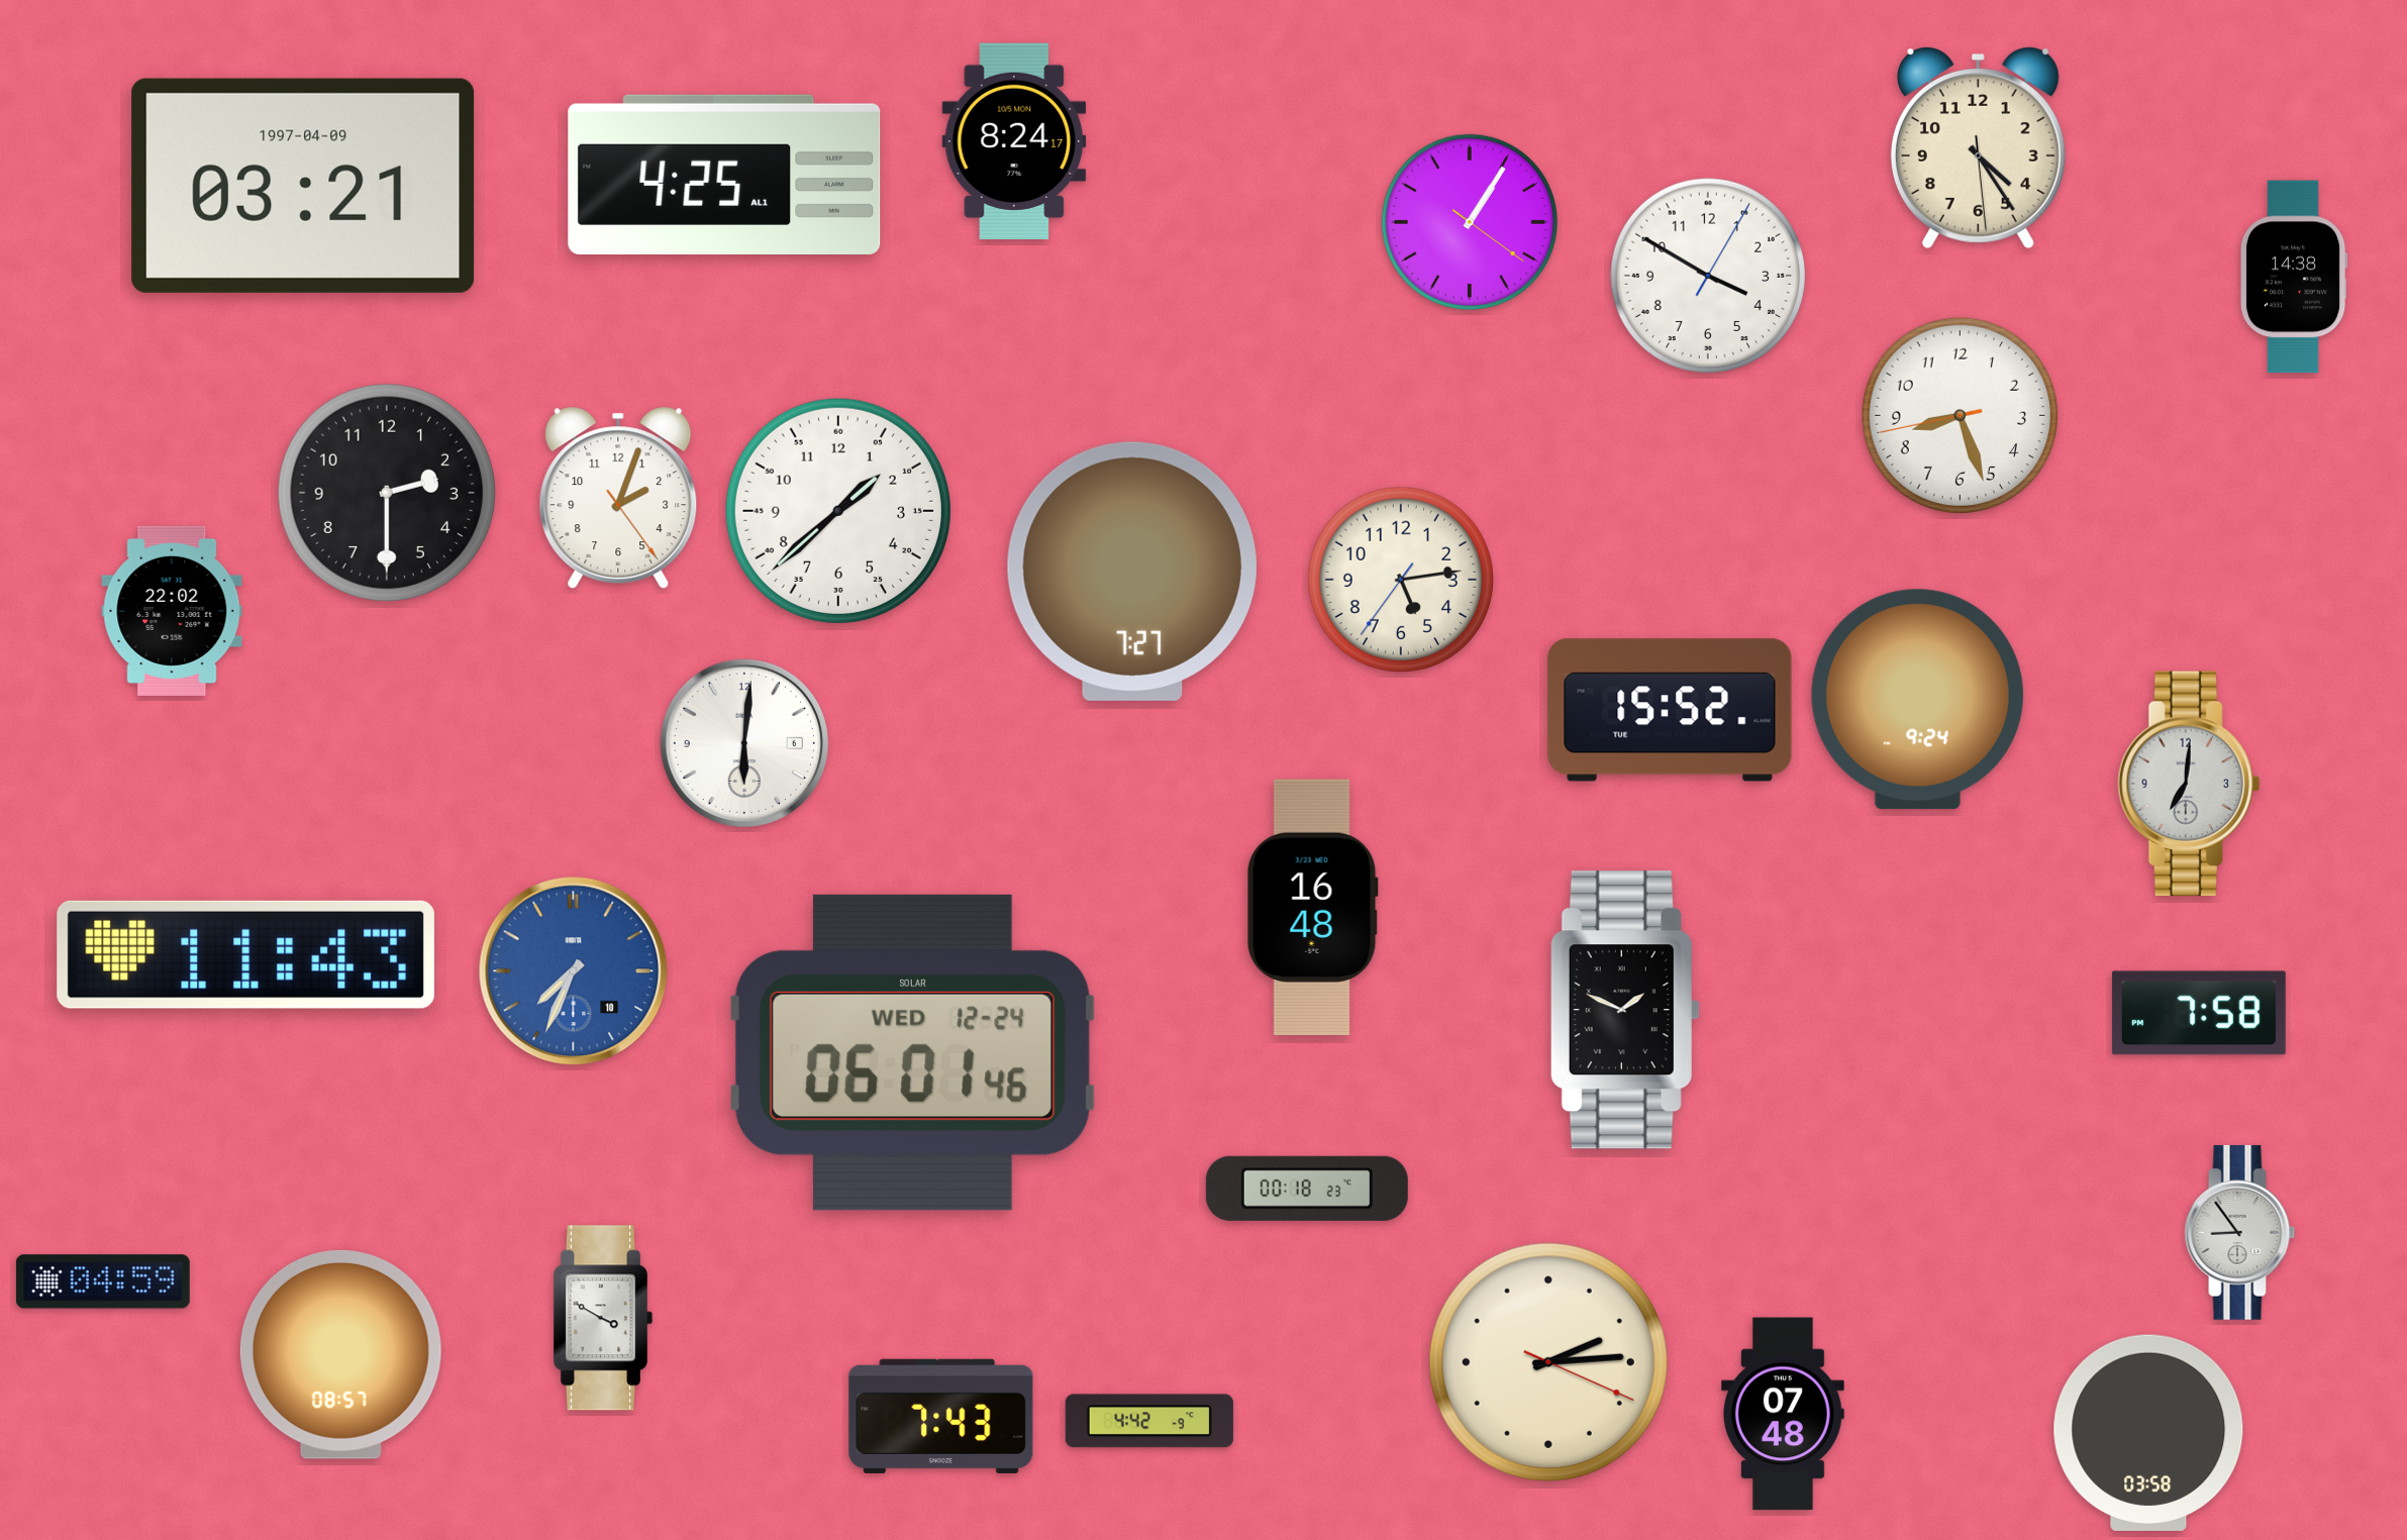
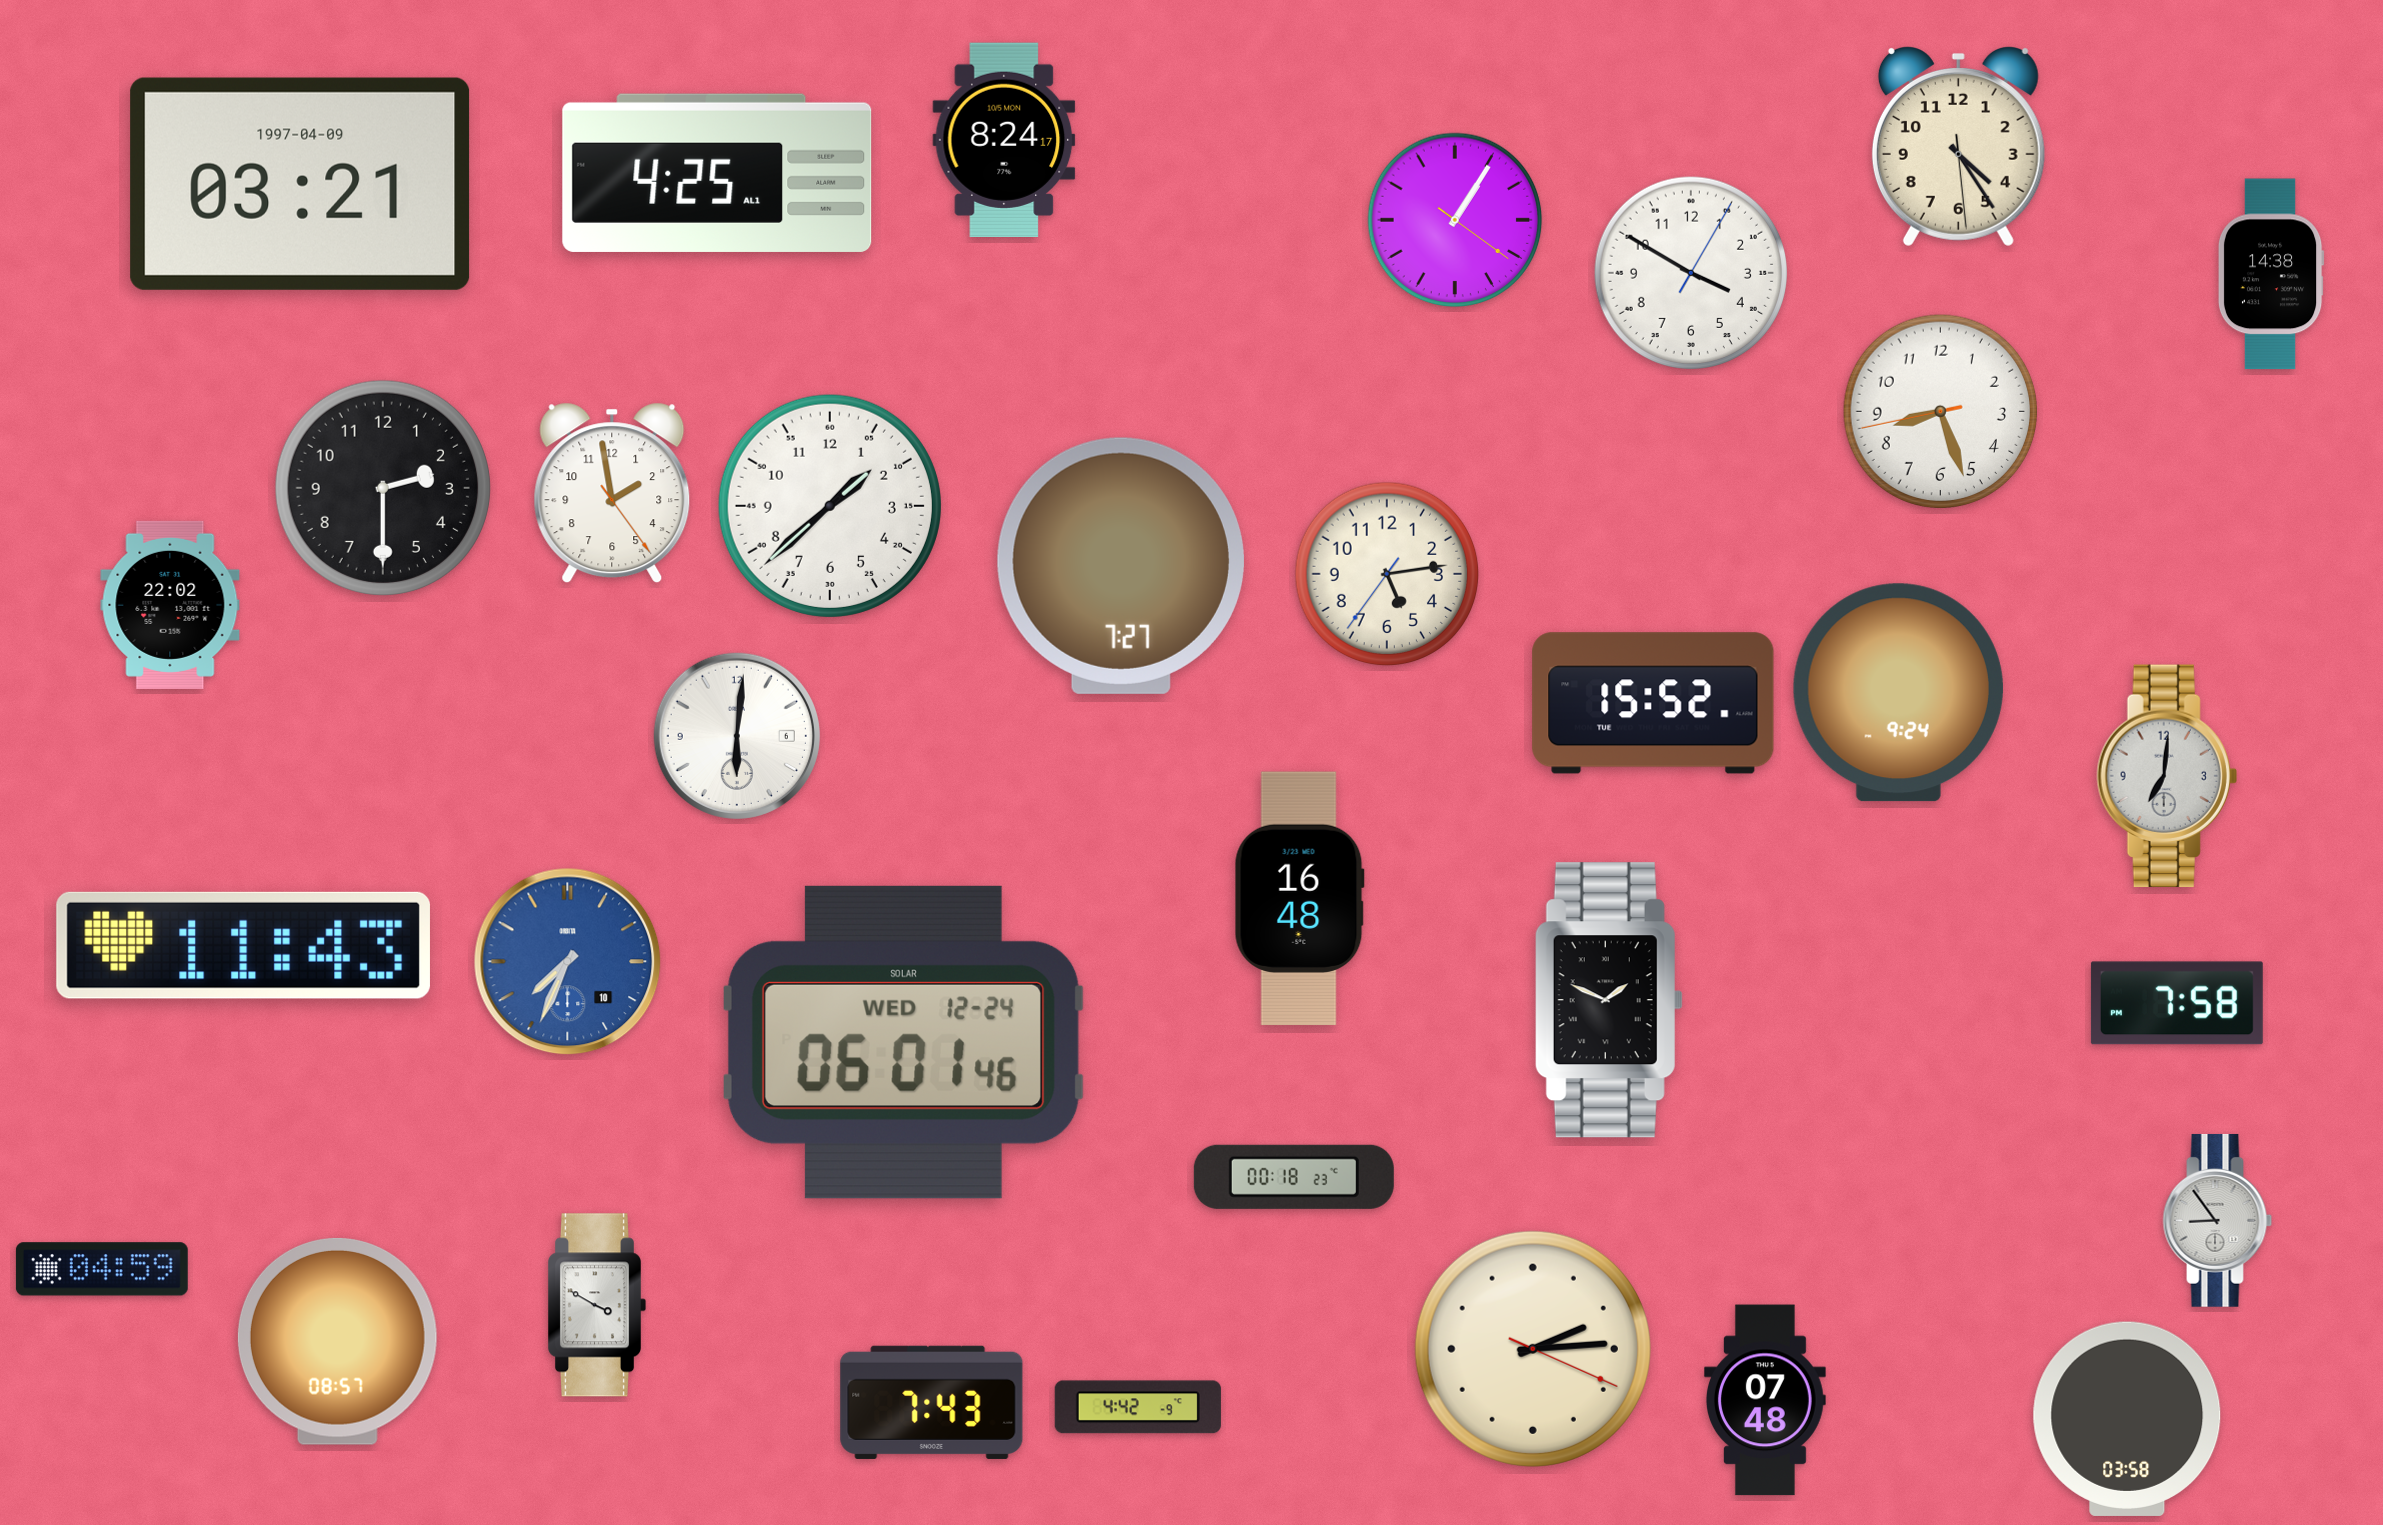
clock at (618, 498): 2:03 -> 1:58
